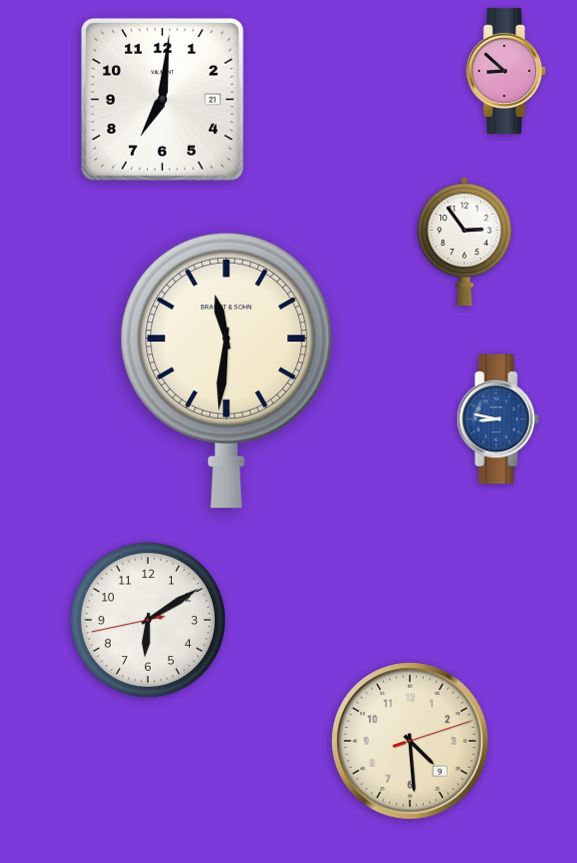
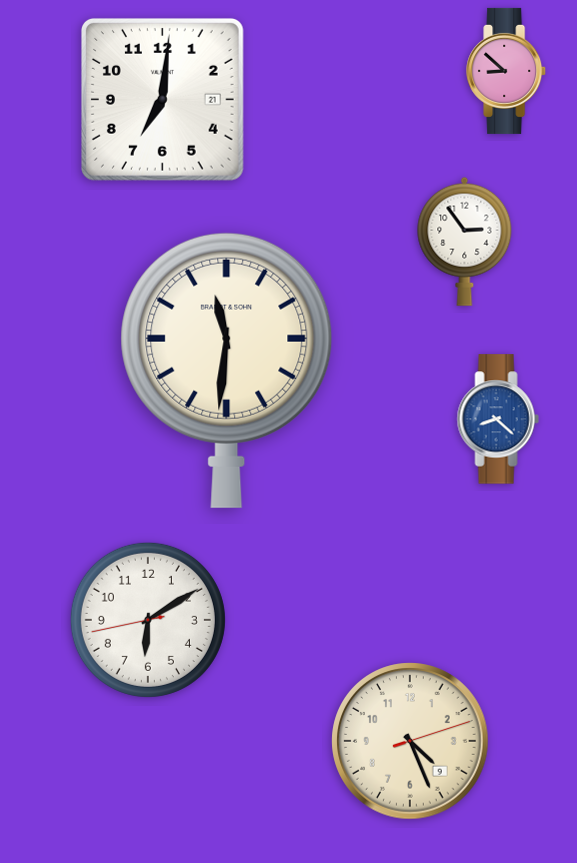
clock at (498, 419): 8:47 -> 8:22
clock at (410, 741): 4:29 -> 4:26
